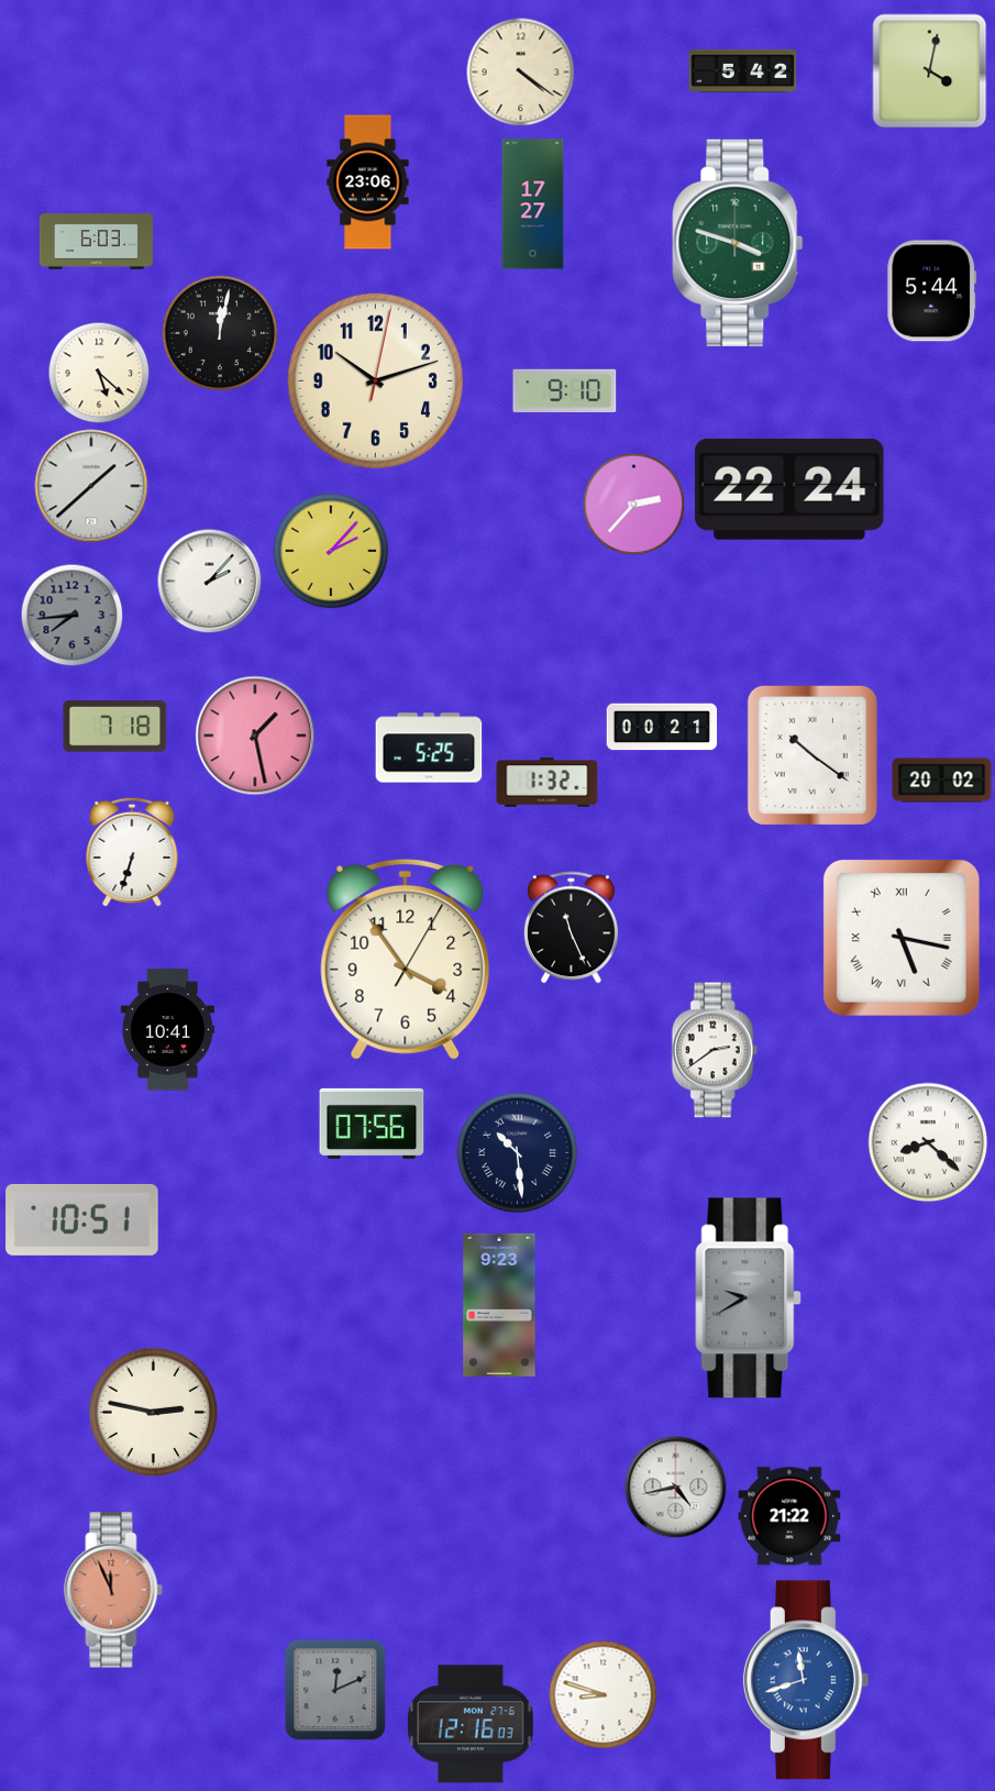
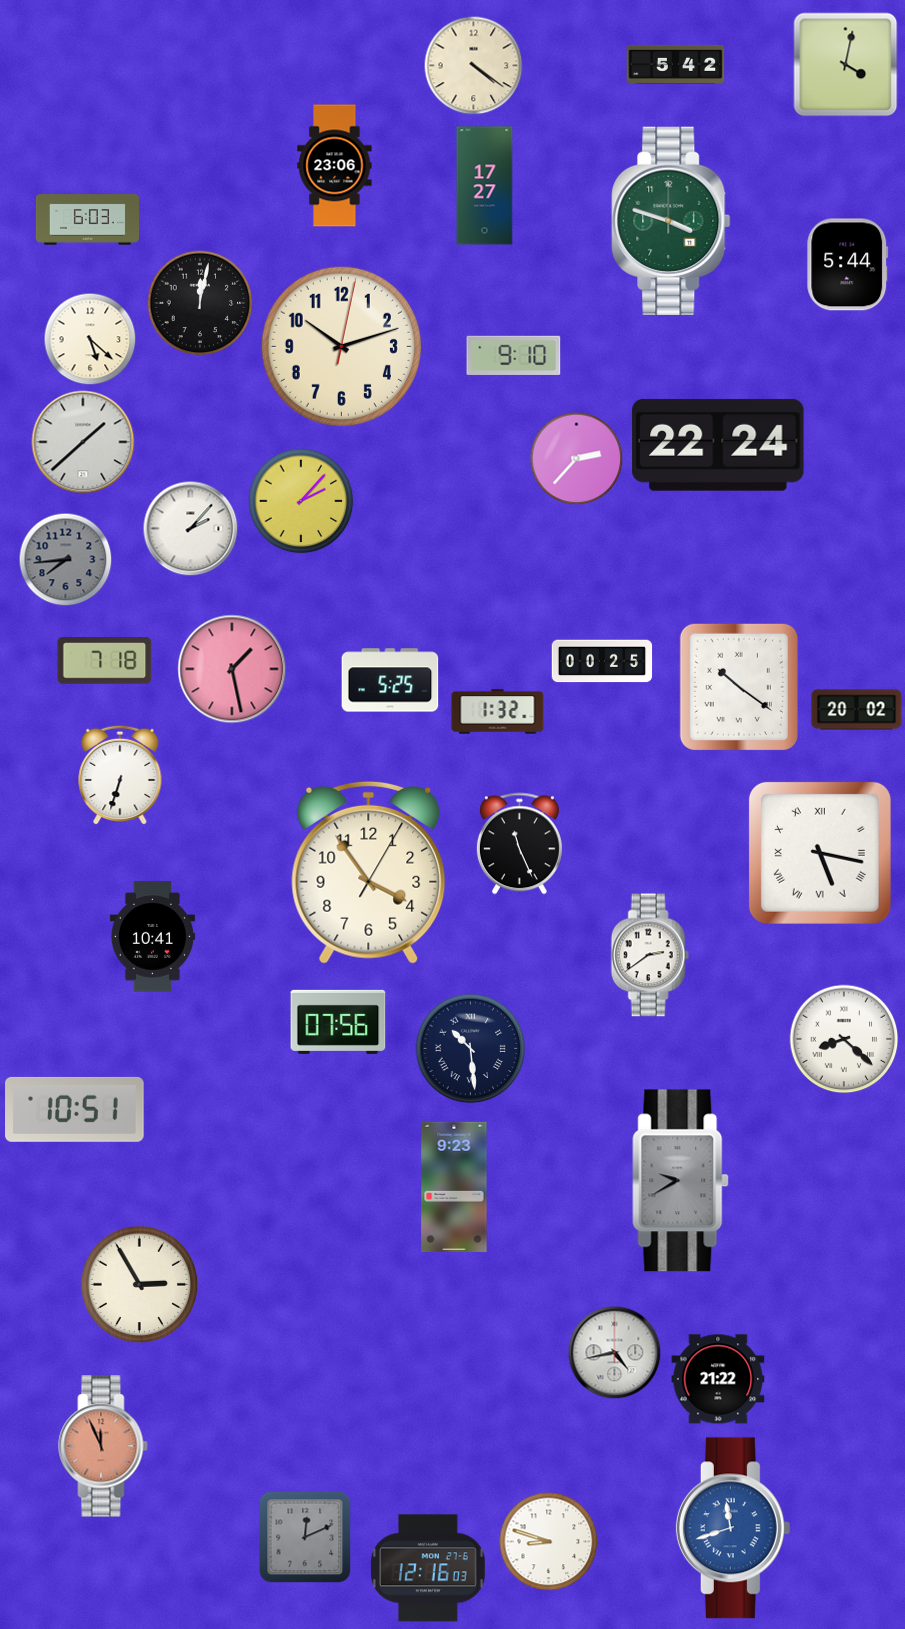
clock at (662, 727): 00:21 -> 00:25
clock at (154, 1413): 2:47 -> 2:55
